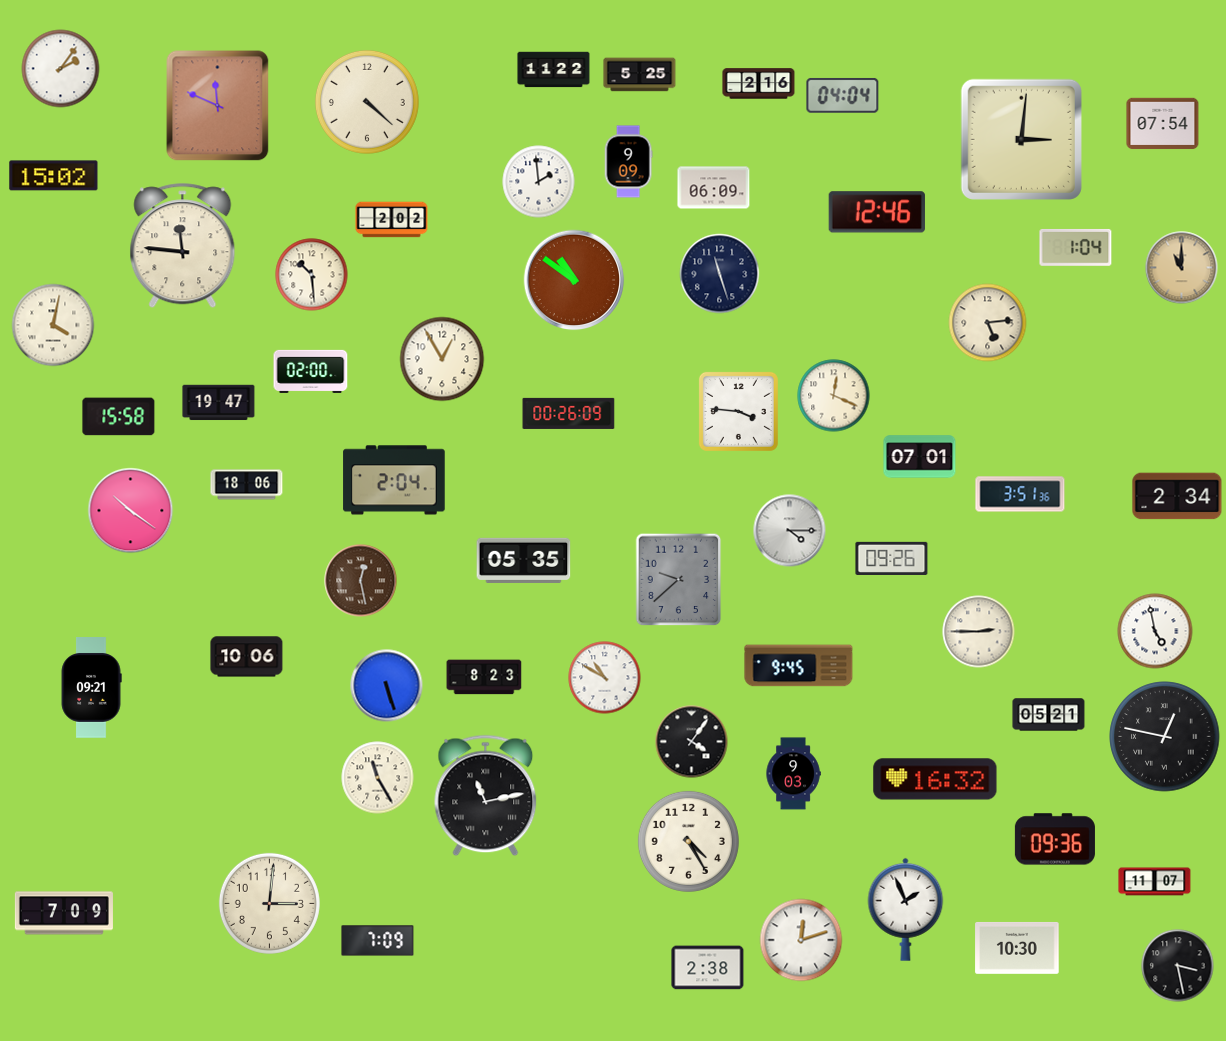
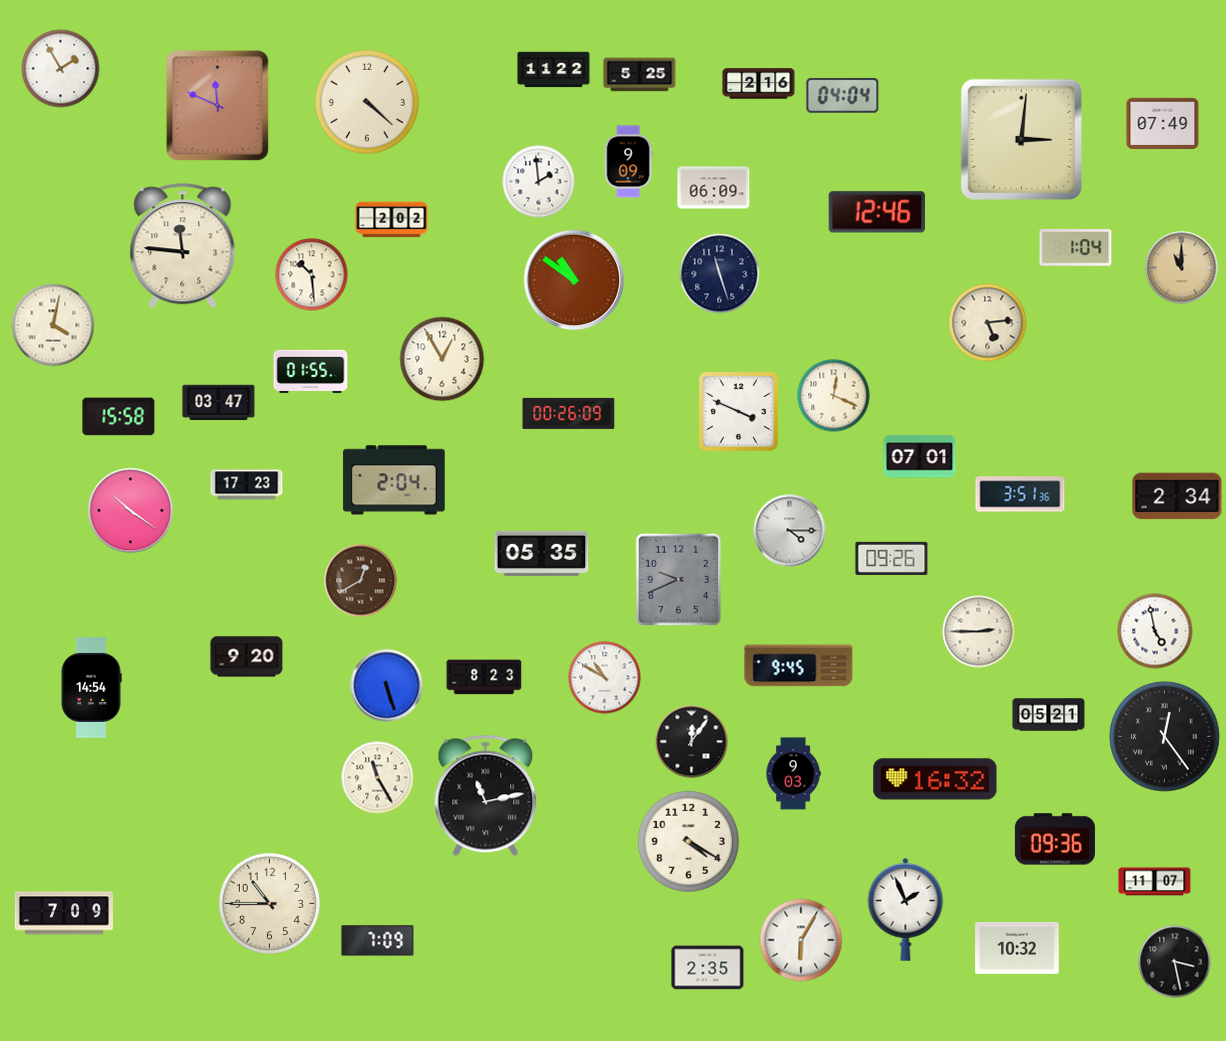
clock at (61, 69): 2:06 -> 1:55
clock at (1163, 124): 07:54 -> 07:49
clock at (54, 176): 15:02 -> none
clock at (311, 371): 02:00 -> 01:55
clock at (219, 403): 19:47 -> 03:47
clock at (738, 411): 3:46 -> 3:49
clock at (247, 485): 18:06 -> 17:23
clock at (524, 560) position: (524, 560) -> (542, 553)
clock at (679, 580): 9:38 -> 9:41
clock at (361, 581): 12:28 -> 12:40
clock at (247, 657): 10:06 -> 9:20
clock at (91, 688): 09:21 -> 14:54
clock at (1165, 737): 12:47 -> 12:24
clock at (692, 742): 4:06 -> 12:06
clock at (688, 841): 4:25 -> 4:20
clock at (269, 903): 3:01 -> 10:45
clock at (801, 940): 12:12 -> 6:05
clock at (1017, 948): 10:30 -> 10:32
clock at (1178, 966) position: (1178, 966) -> (1175, 962)
clock at (708, 968): 2:38 -> 2:35
